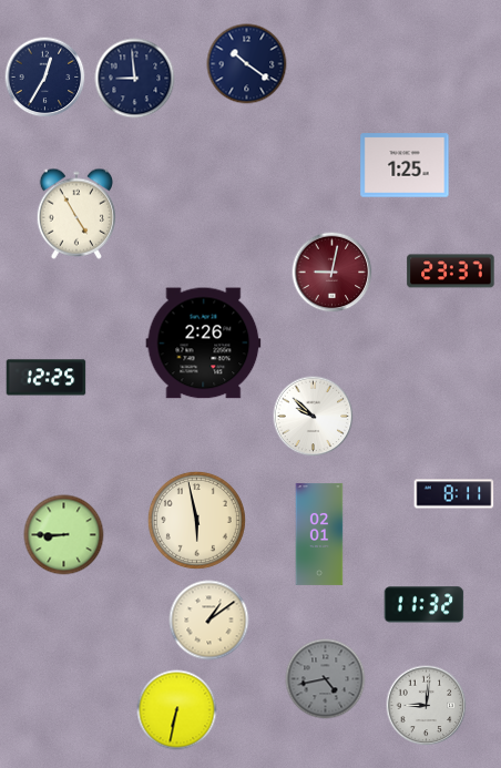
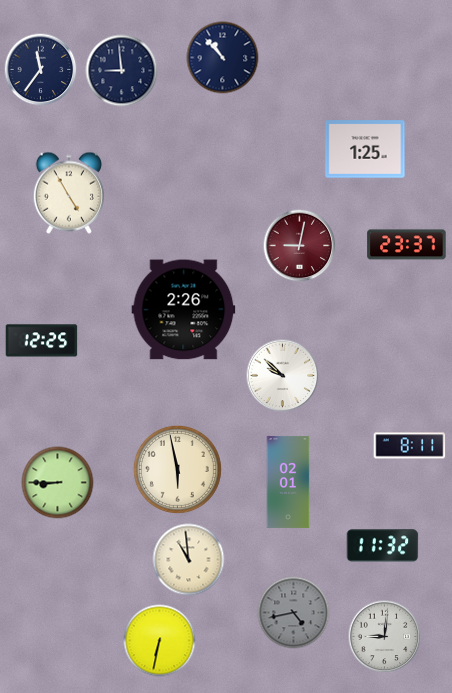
clock at (247, 64): 10:21 -> 10:53
clock at (45, 78): 12:35 -> 11:36
clock at (209, 621): 1:09 -> 10:59
